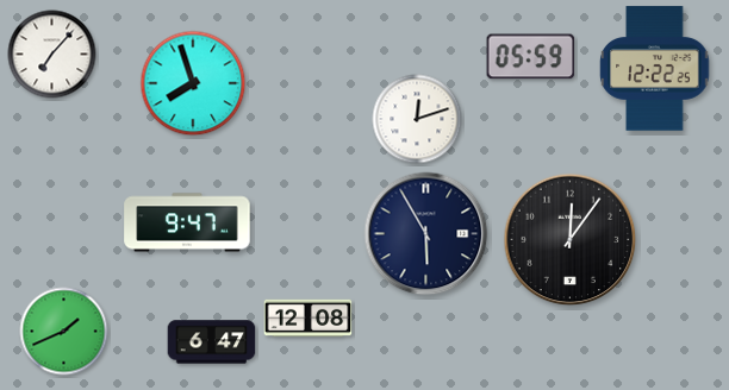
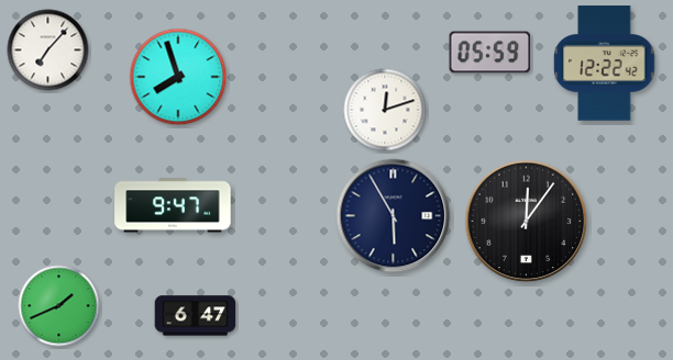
clock at (655, 69): 12:22:25 -> 12:22:42
clock at (309, 319): 12:08 -> none
